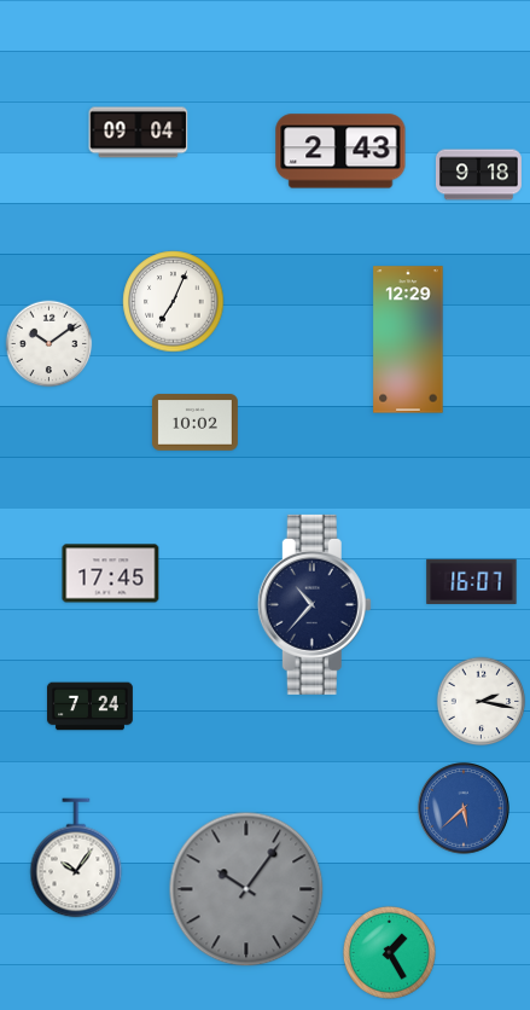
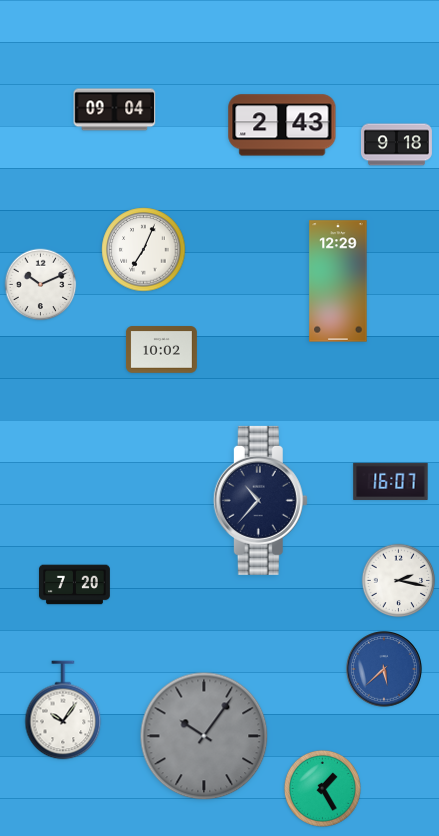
clock at (49, 344): 10:09 -> 10:11
clock at (111, 574): 17:45 -> none
clock at (89, 707): 7:24 -> 7:20
